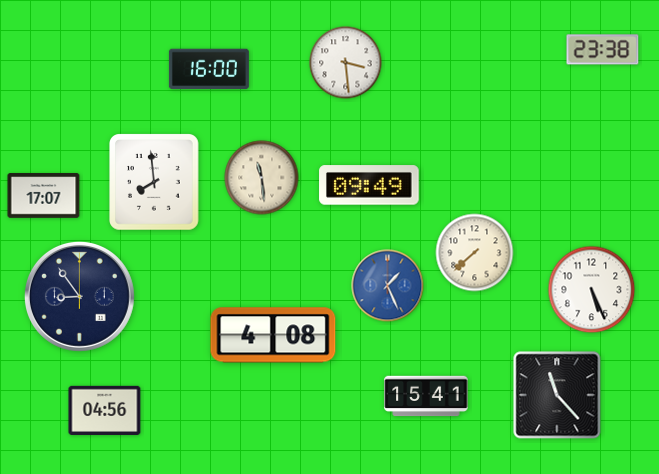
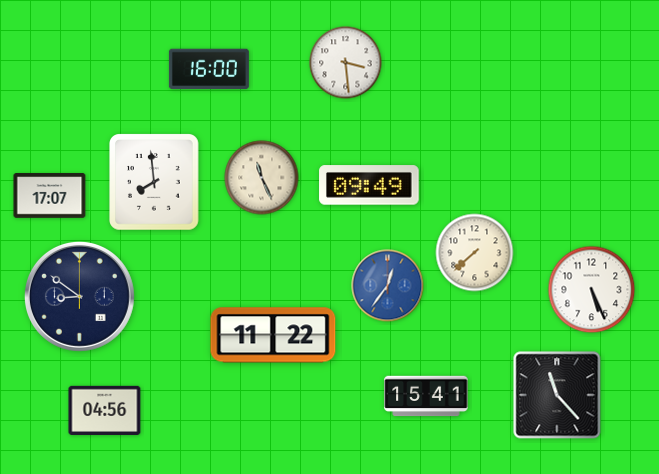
clock at (603, 50): 23:38 -> none
clock at (262, 178): 11:29 -> 11:26
clock at (44, 196) position: (44, 196) -> (50, 196)
clock at (388, 286): 1:26 -> 12:36
clock at (79, 296): 8:54 -> 8:51
clock at (273, 335): 4:08 -> 11:22
